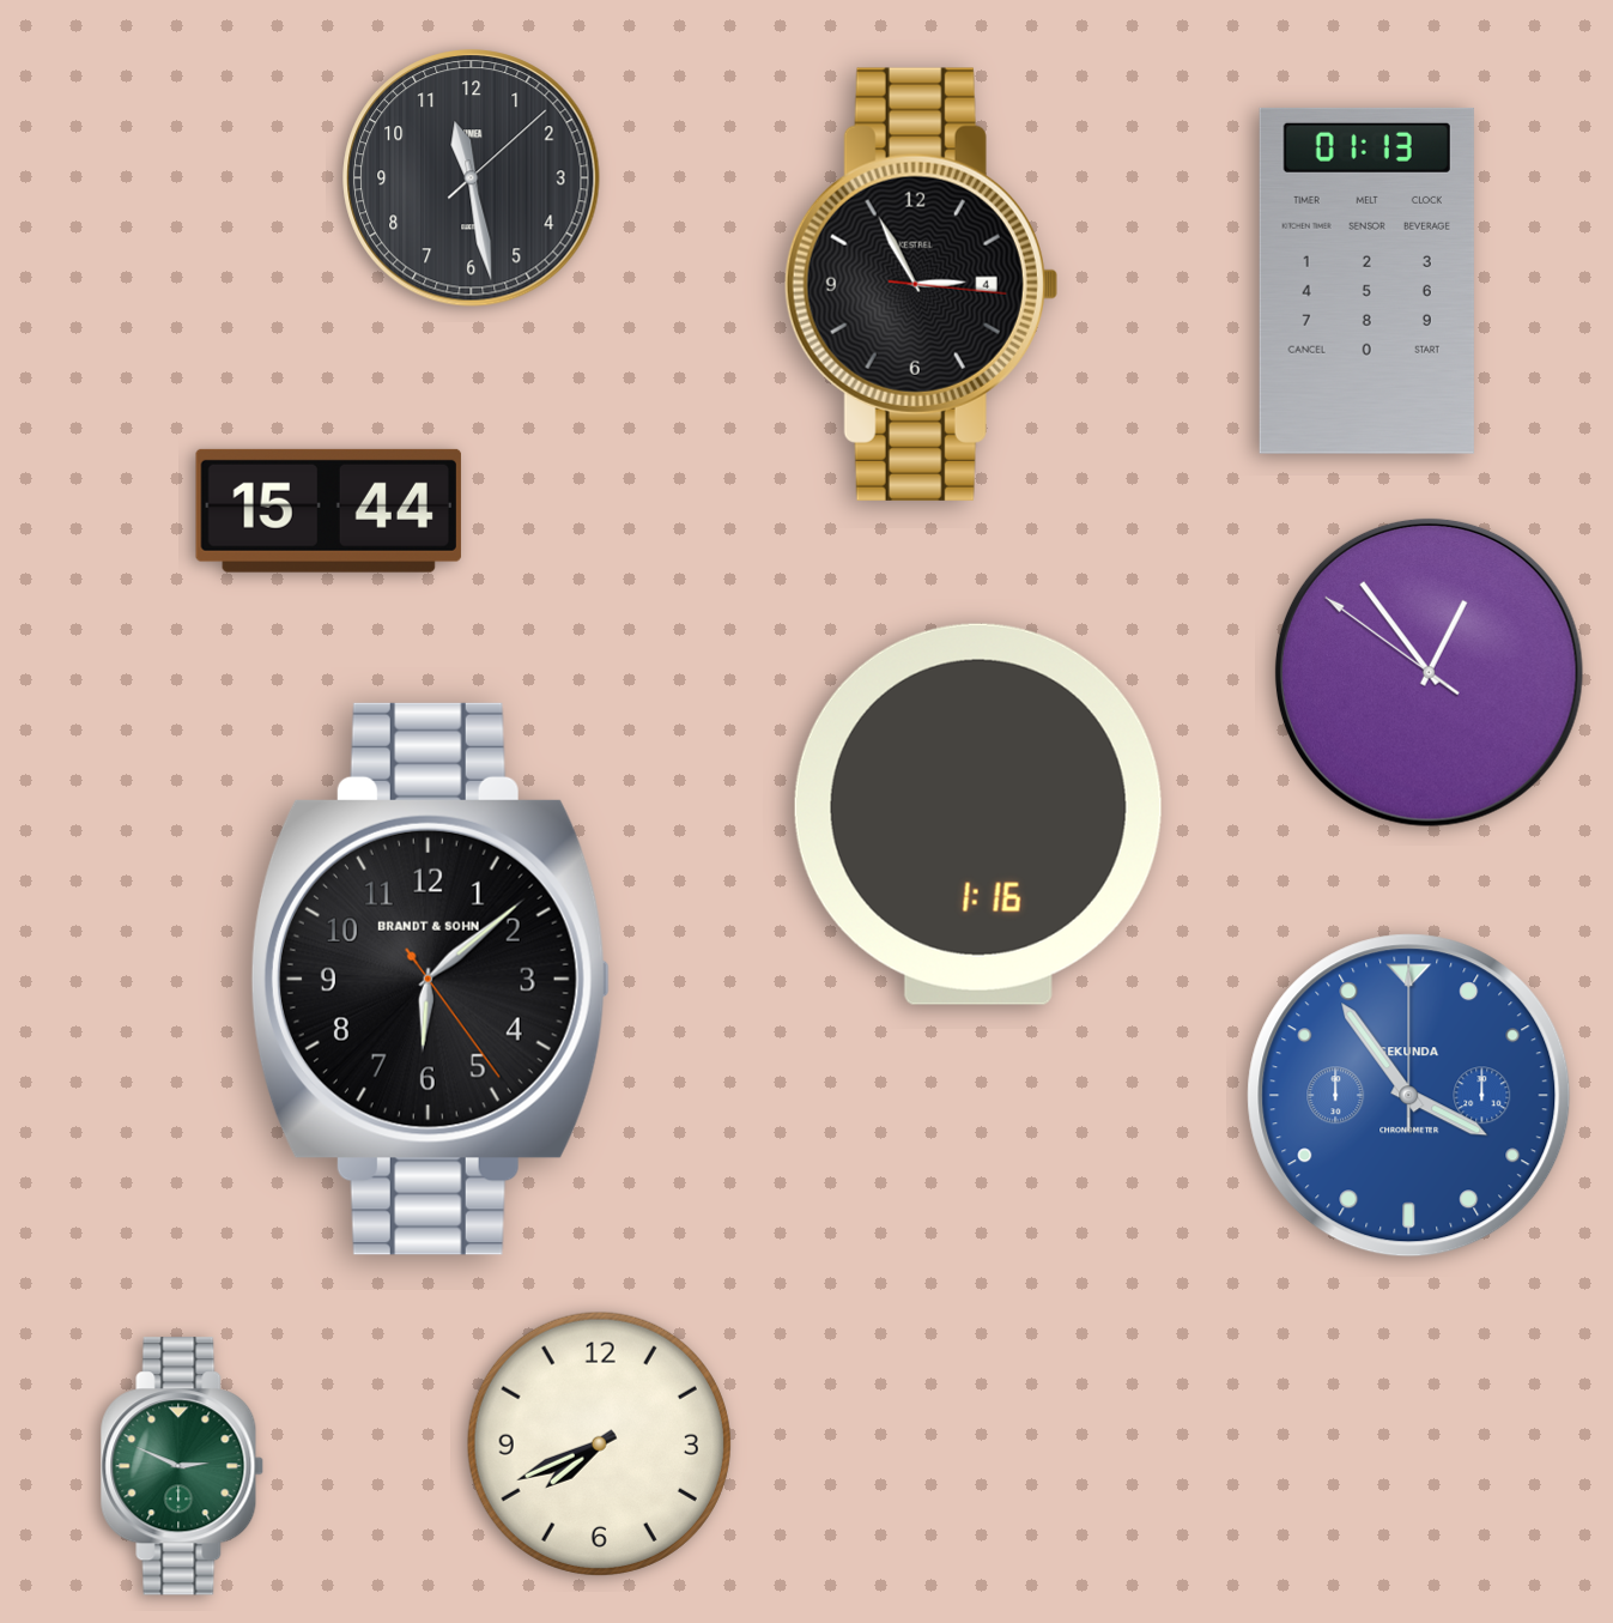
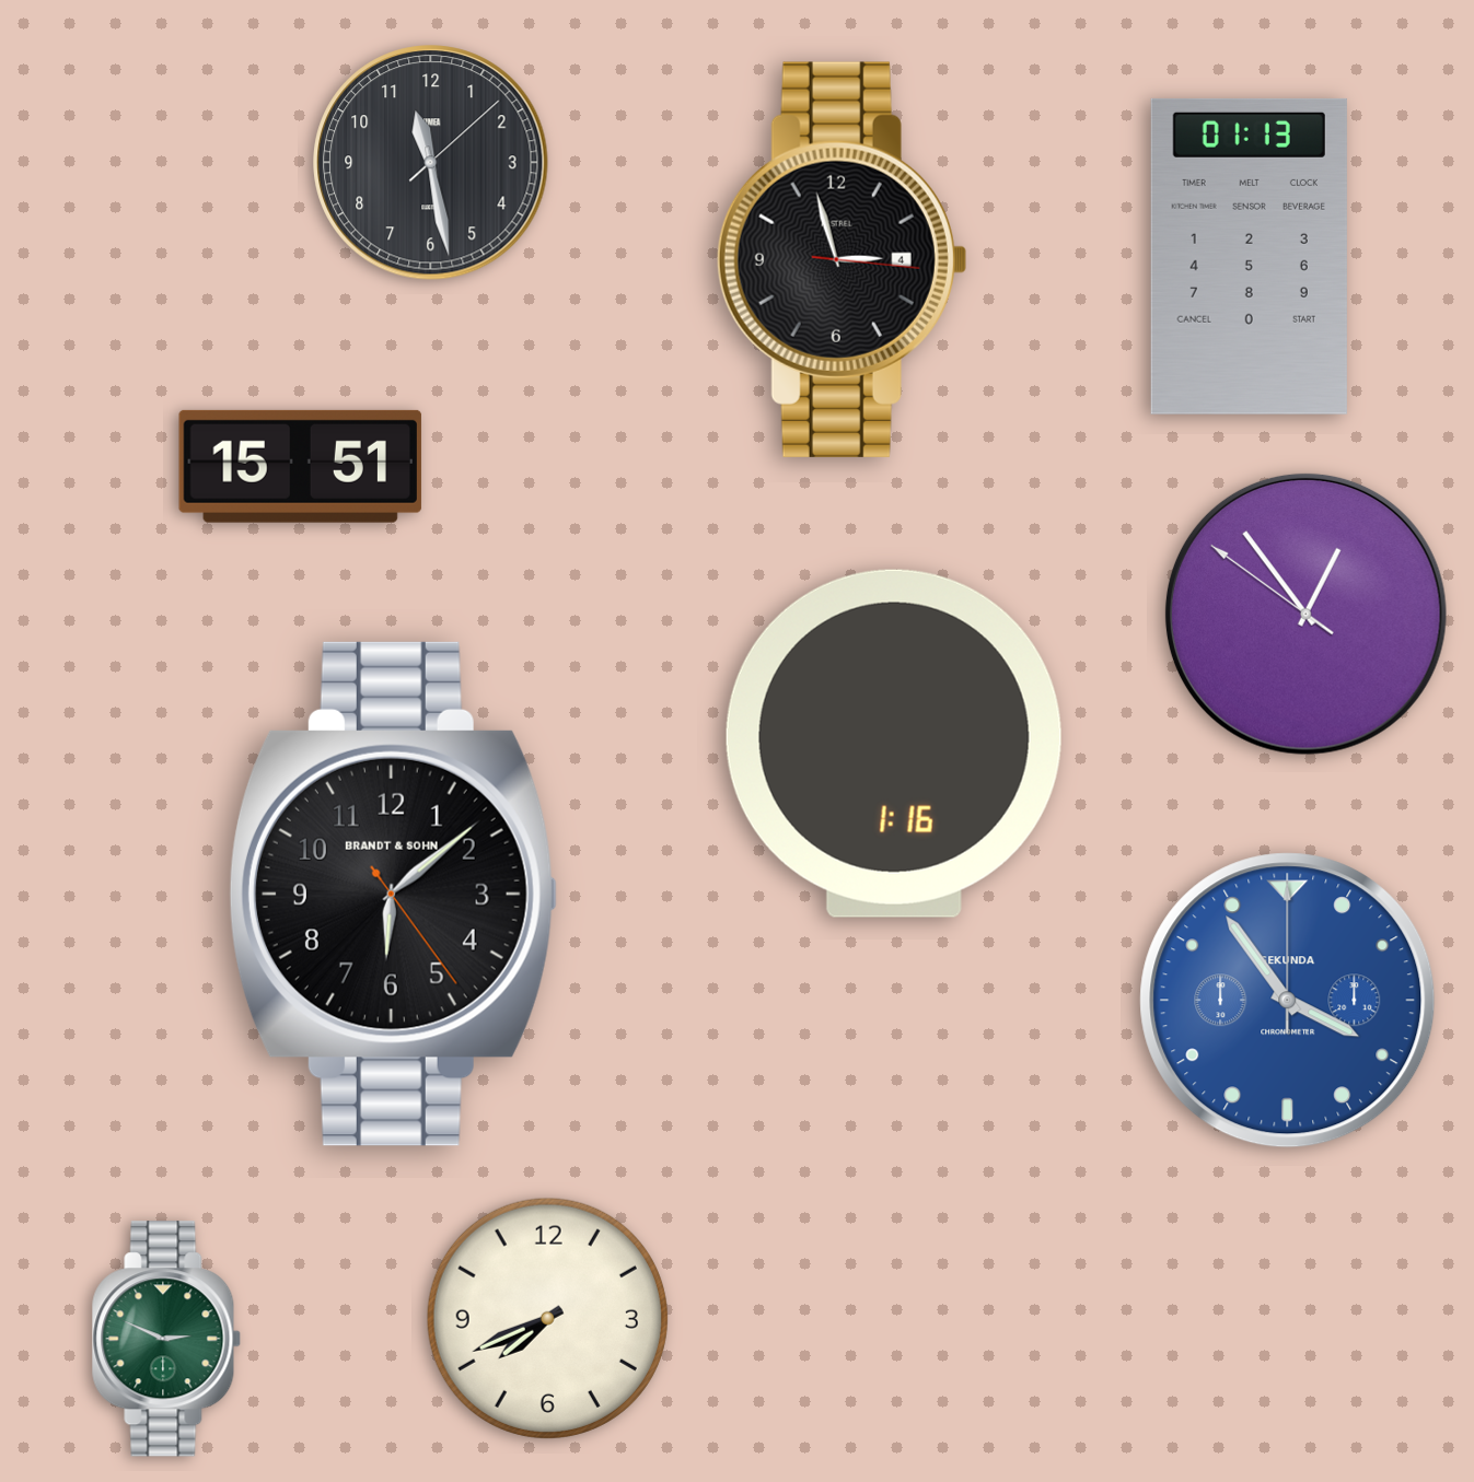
clock at (921, 284): 2:55 -> 2:57
clock at (328, 510): 15:44 -> 15:51
